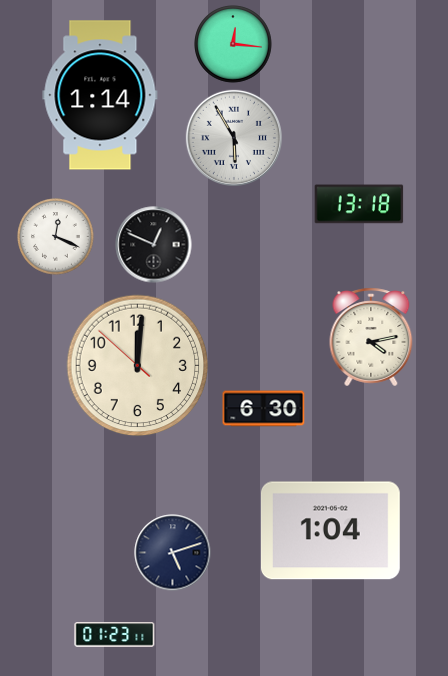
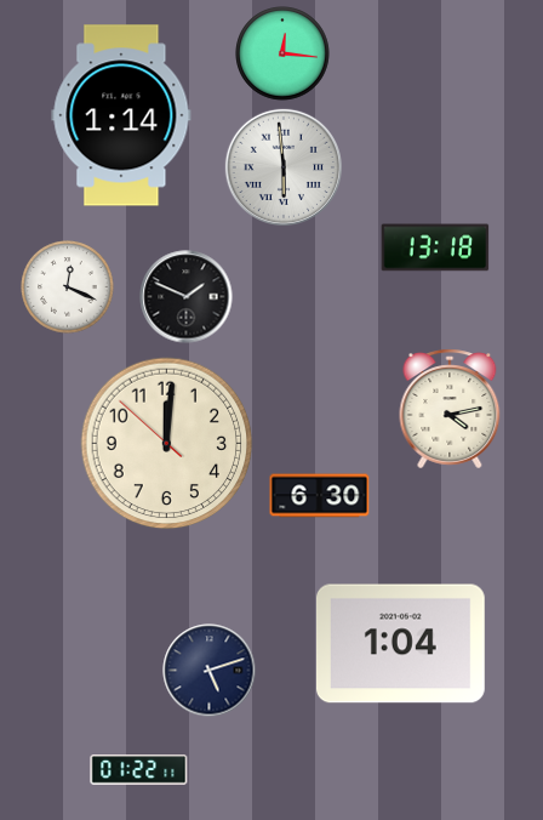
clock at (234, 138): 5:55 -> 5:59
clock at (154, 245): 12:49 -> 1:49
clock at (115, 635): 01:23 -> 01:22
